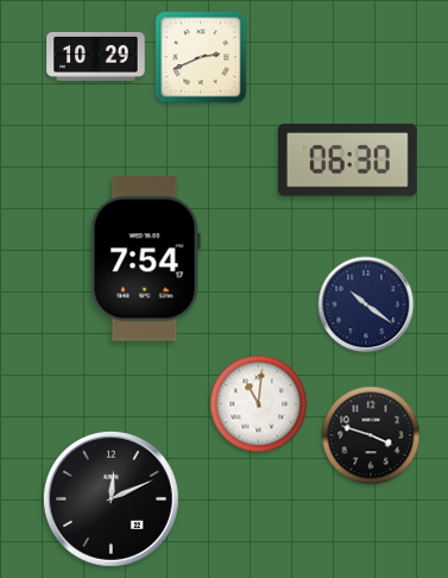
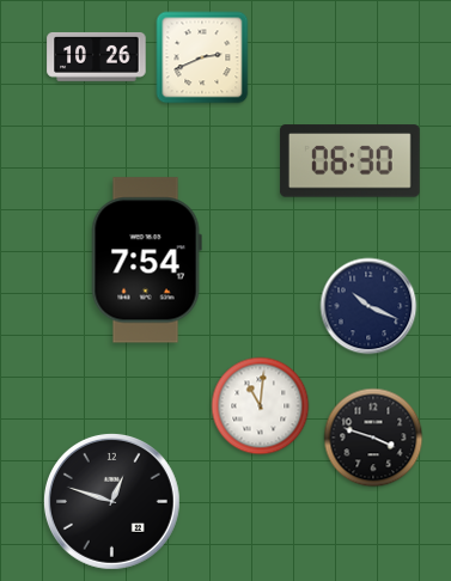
clock at (96, 56): 10:29 -> 10:26
clock at (366, 304): 10:21 -> 10:19
clock at (112, 498): 12:11 -> 12:48
